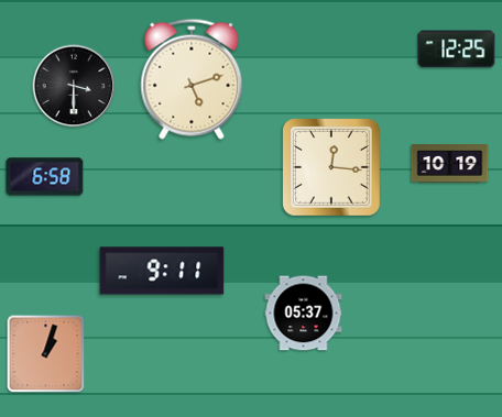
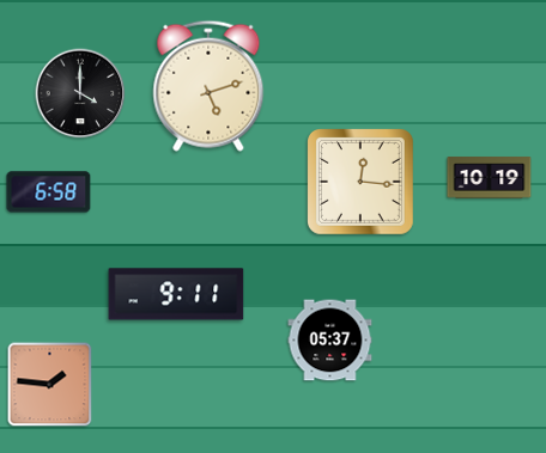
clock at (457, 50): 12:25 -> none
clock at (74, 86): 3:30 -> 4:00
clock at (46, 354): 1:03 -> 1:46
